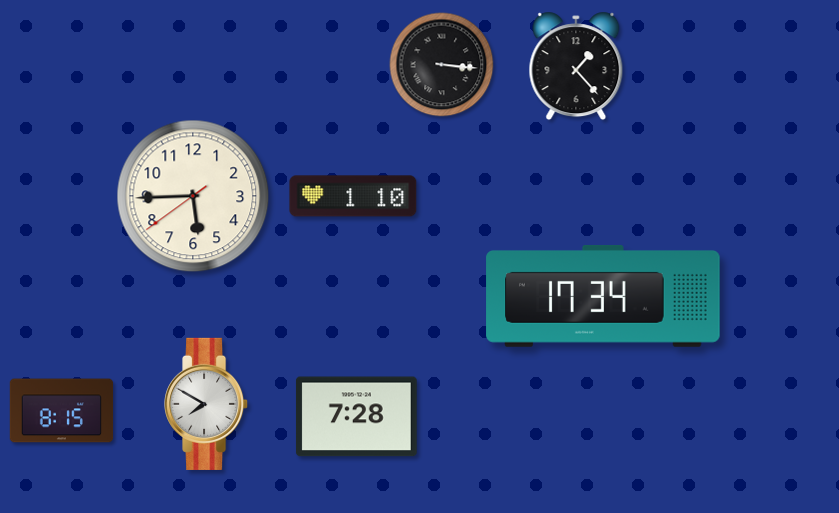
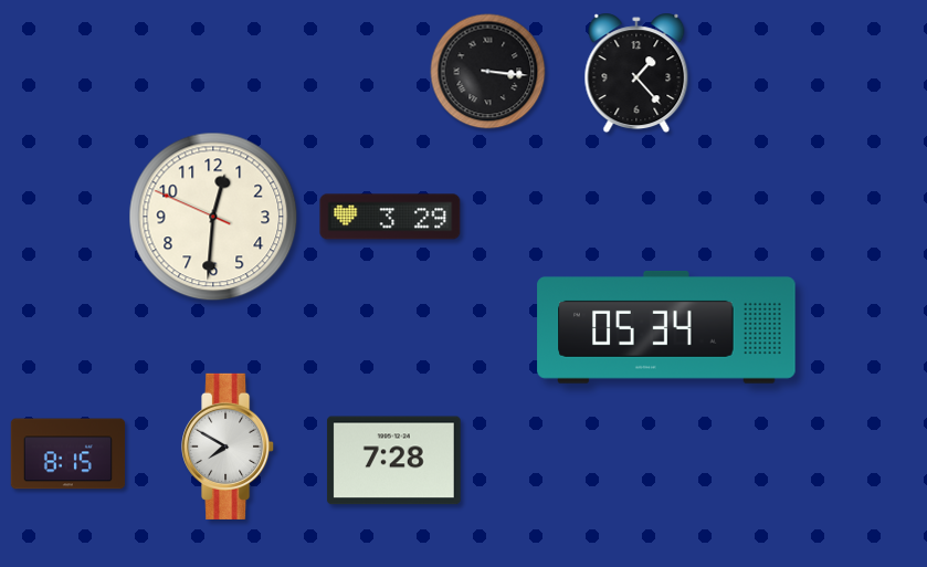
clock at (193, 196): 5:44 -> 12:30
clock at (353, 196): 1:10 -> 3:29
clock at (603, 296): 17:34 -> 05:34
